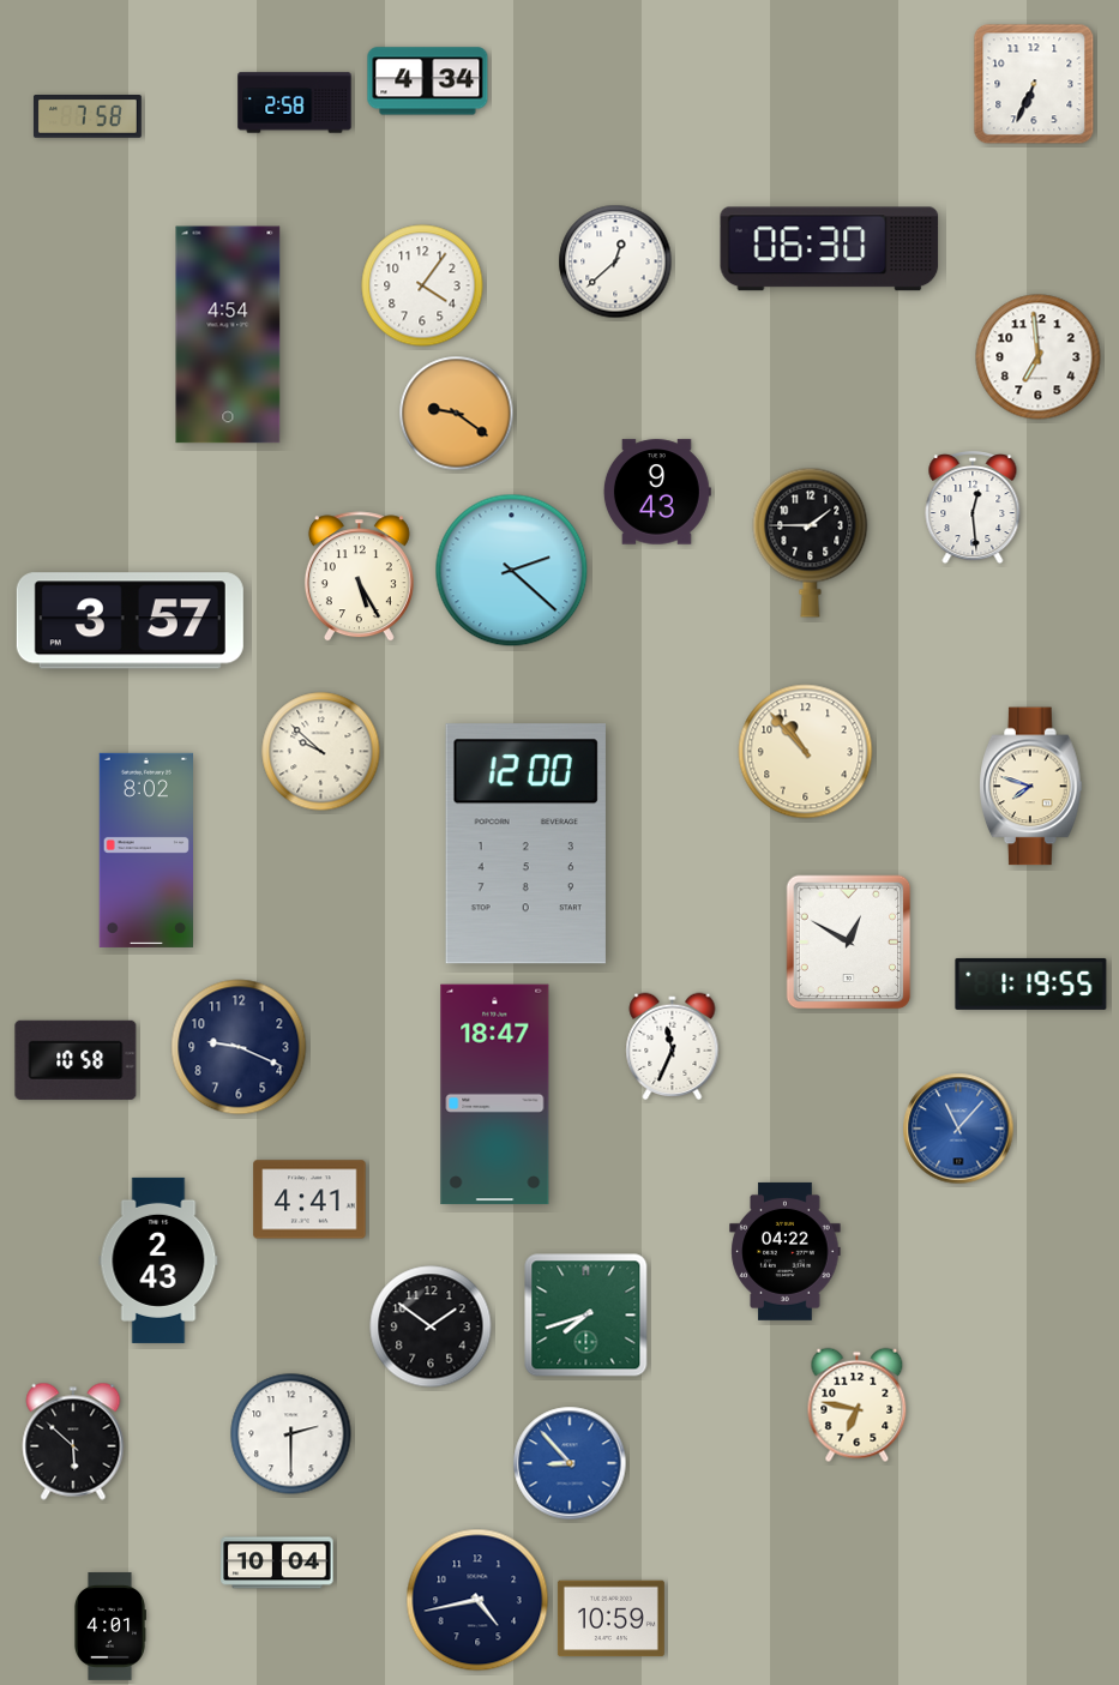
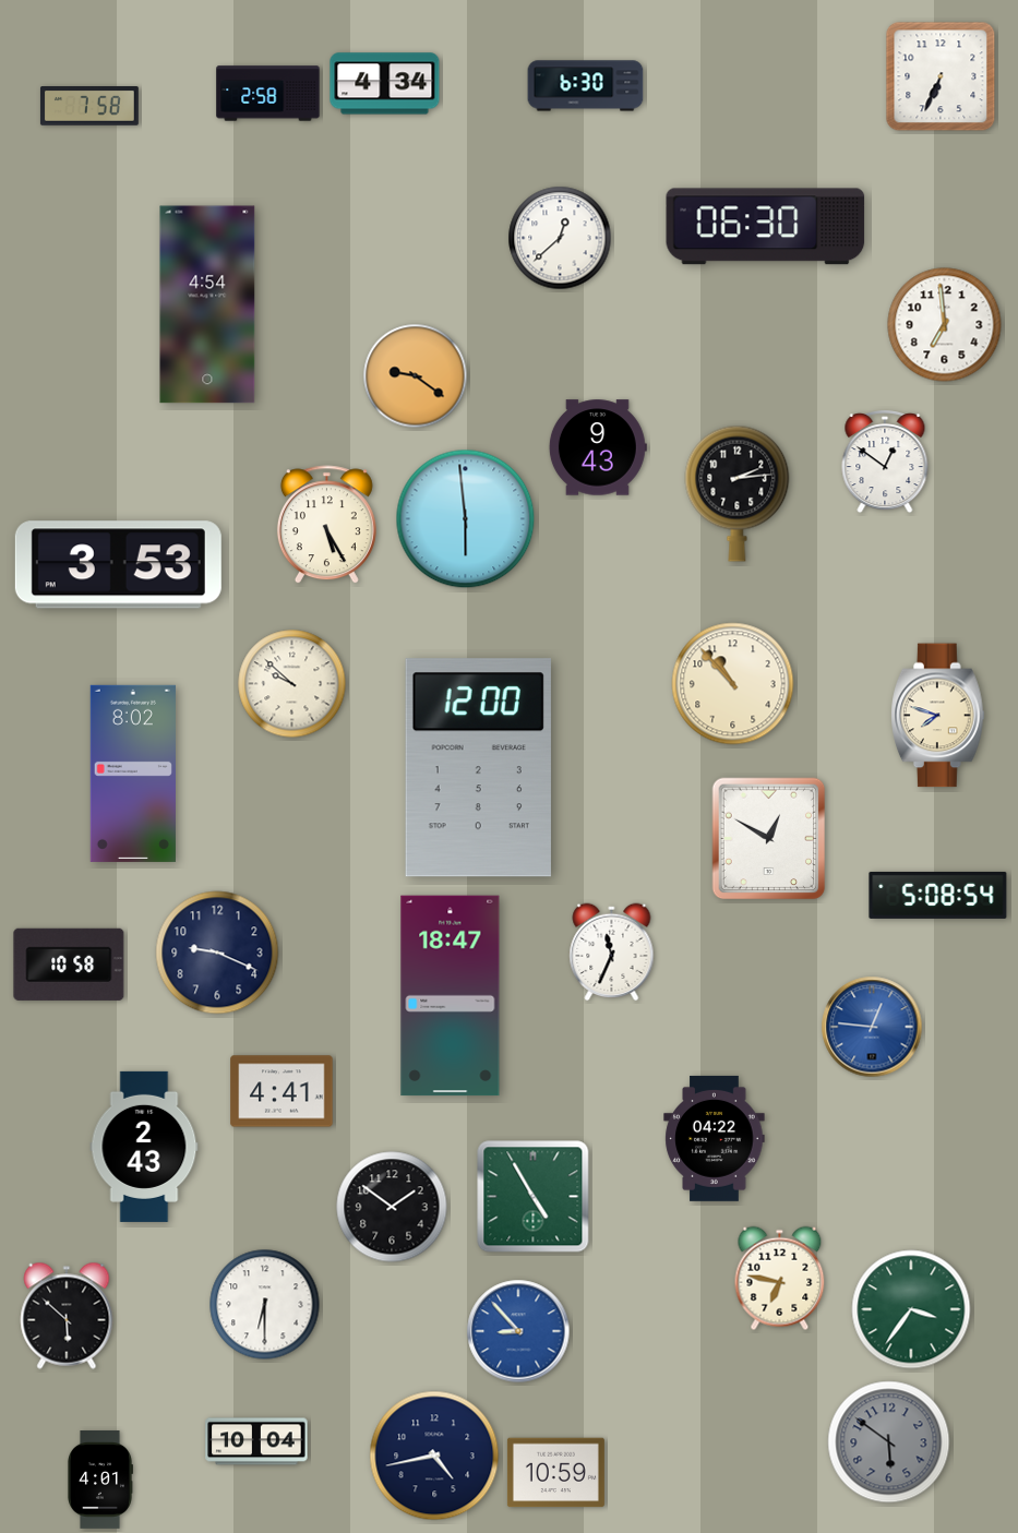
clock at (428, 82) position: (428, 82) -> (385, 84)
clock at (586, 86): none -> 6:30
clock at (88, 118) position: (88, 118) -> (89, 107)
clock at (830, 249) position: (830, 249) -> (766, 227)
clock at (422, 285): 4:06 -> none
clock at (973, 508): 12:29 -> 12:51
clock at (811, 542): 1:45 -> 2:14
clock at (512, 571): 2:22 -> 5:59
clock at (130, 621): 3:57 -> 3:53
clock at (849, 943) position: (849, 943) -> (769, 839)
clock at (1031, 983): 1:19 -> 5:08
clock at (958, 1129): 11:07 -> 12:46
clock at (586, 1316): 7:42 -> 4:55
clock at (291, 1434): 2:30 -> 6:30
clock at (911, 1309): none -> 3:36
clock at (73, 1442) position: (73, 1442) -> (67, 1316)
clock at (277, 1563) position: (277, 1563) -> (256, 1441)
clock at (889, 1442): none -> 5:51
